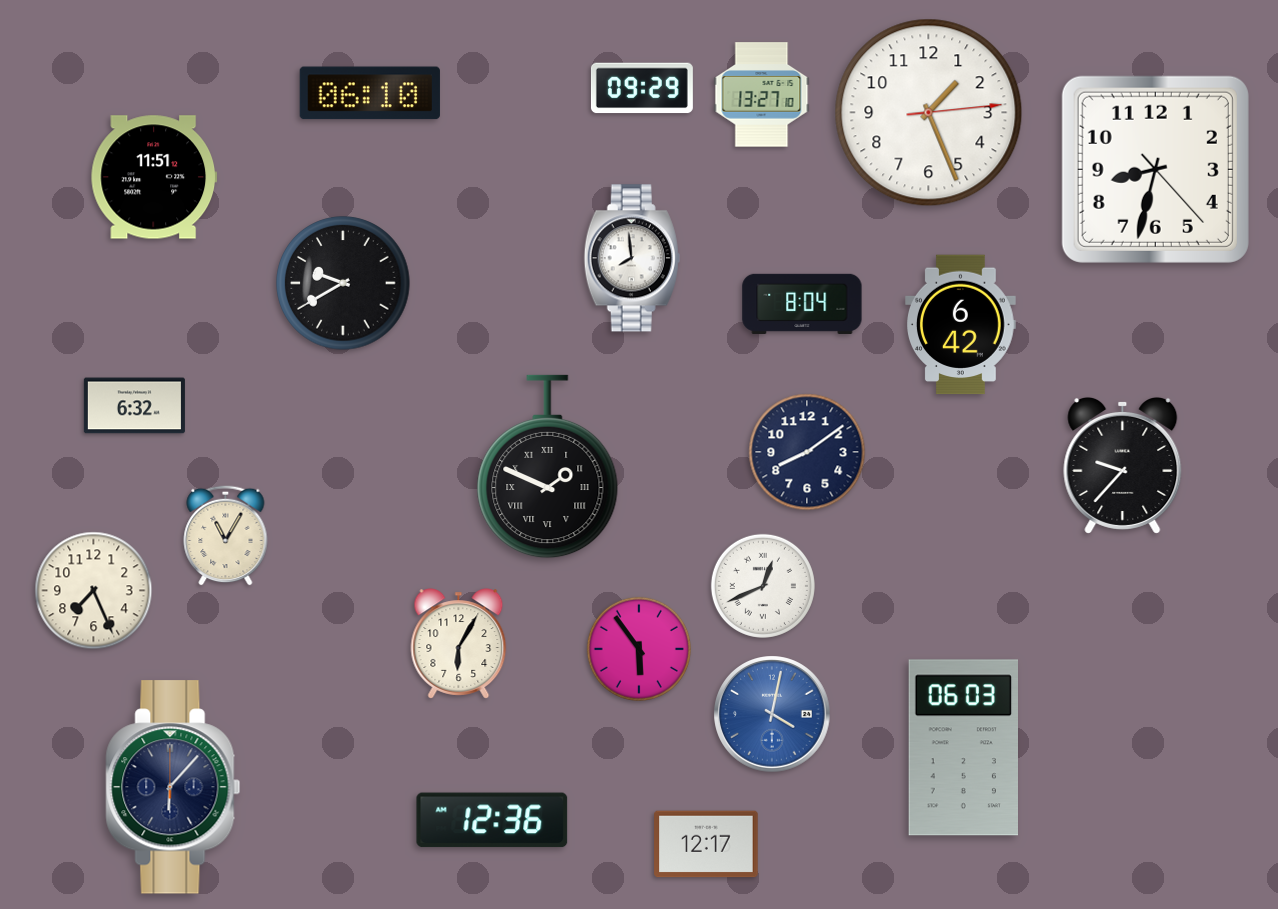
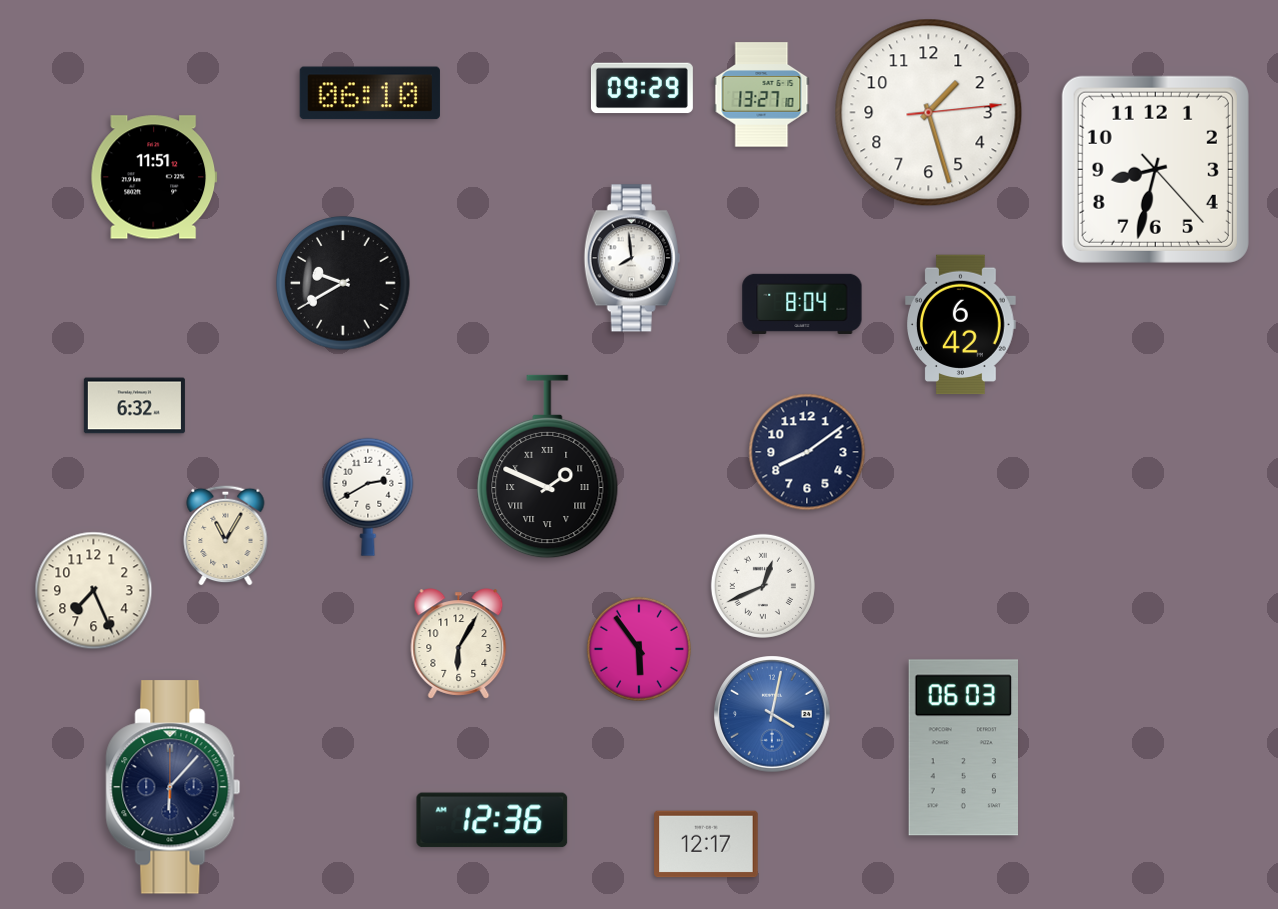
clock at (929, 113): 1:26 -> 1:27
clock at (1123, 465): 9:37 -> none
clock at (368, 497): none -> 2:40
